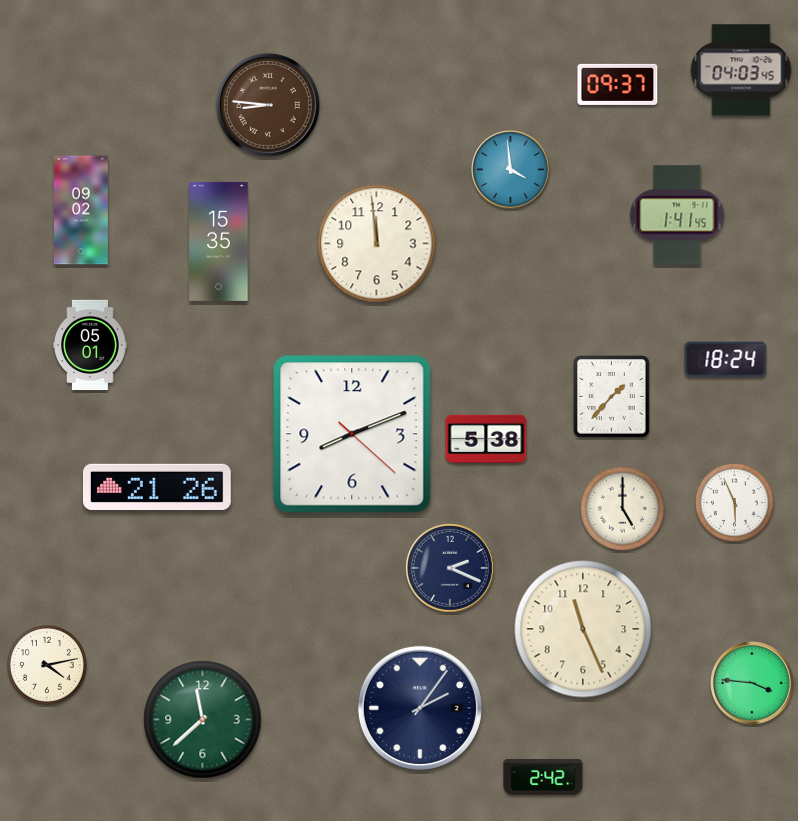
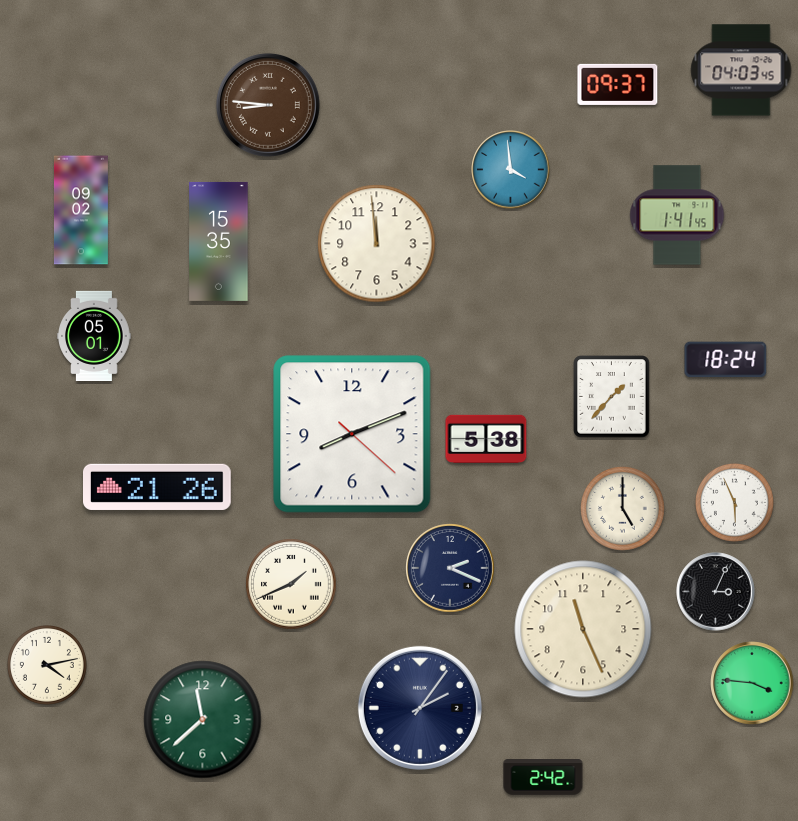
clock at (90, 344) position: (90, 344) -> (94, 335)
clock at (291, 584): none -> 1:41
clock at (716, 592): none -> 3:04
